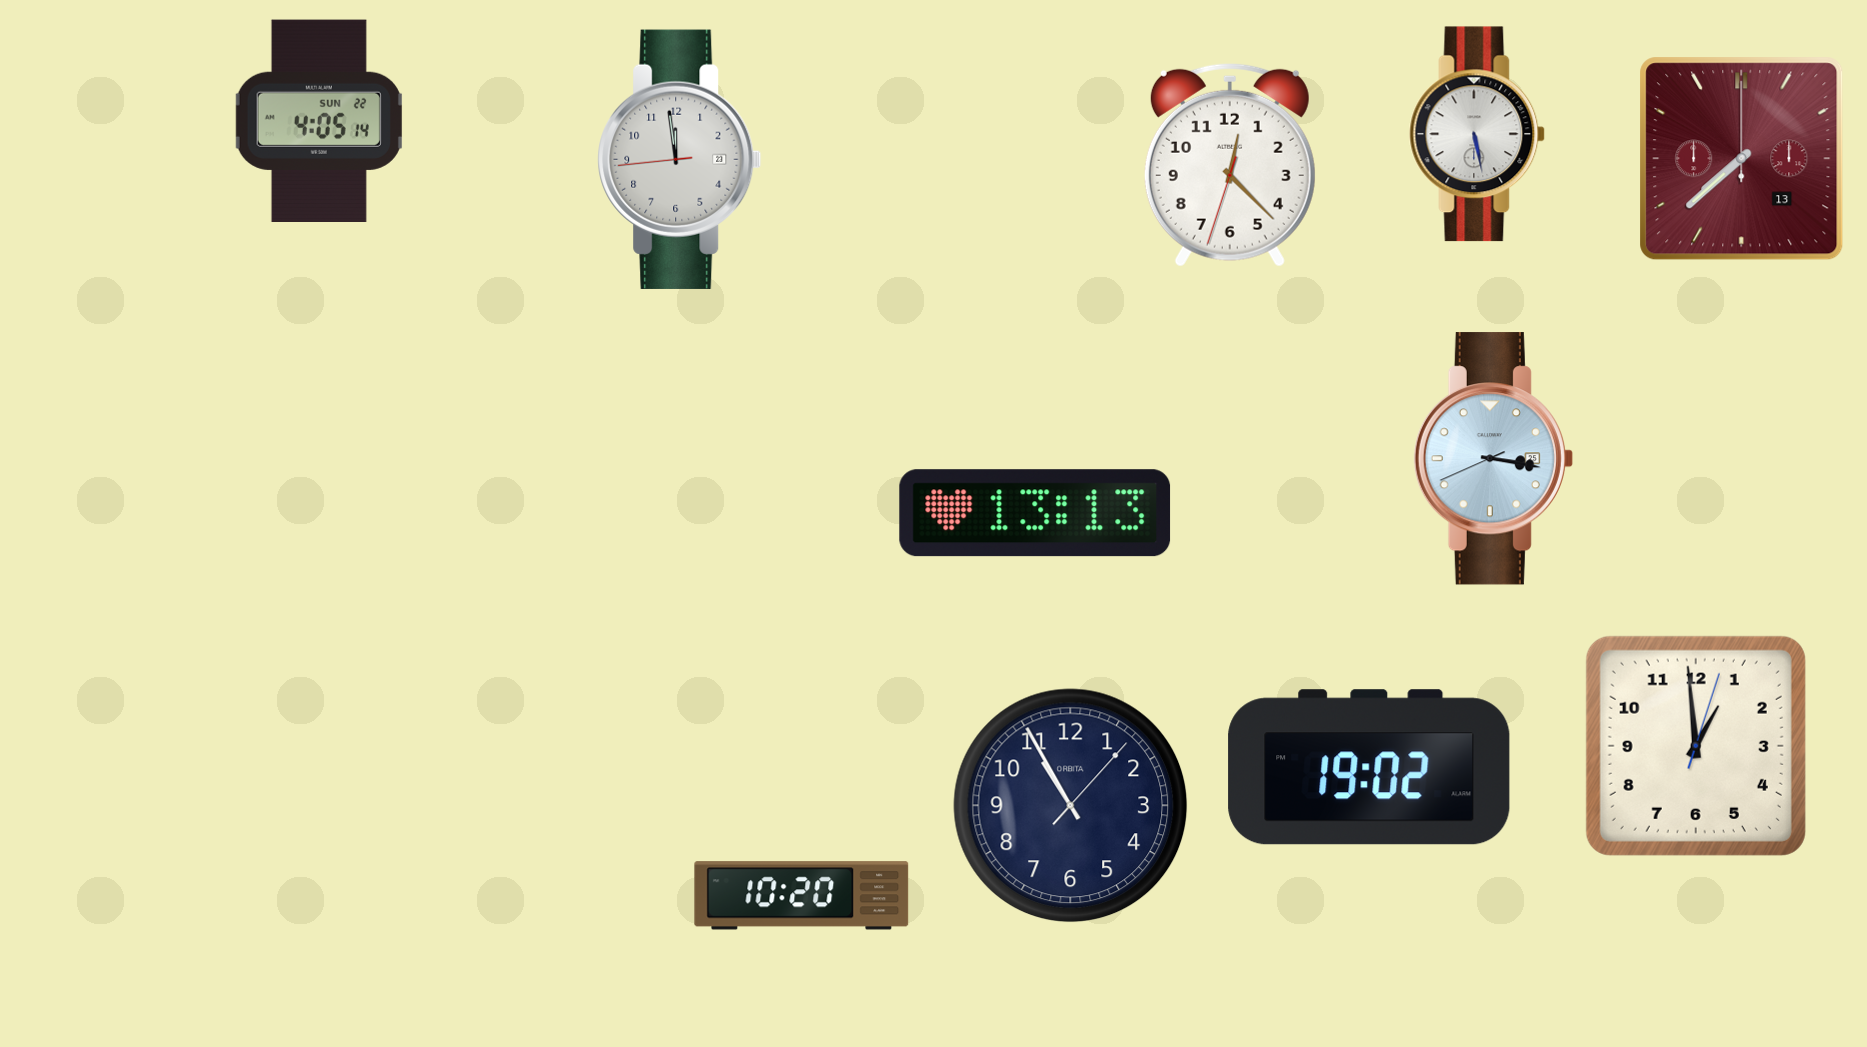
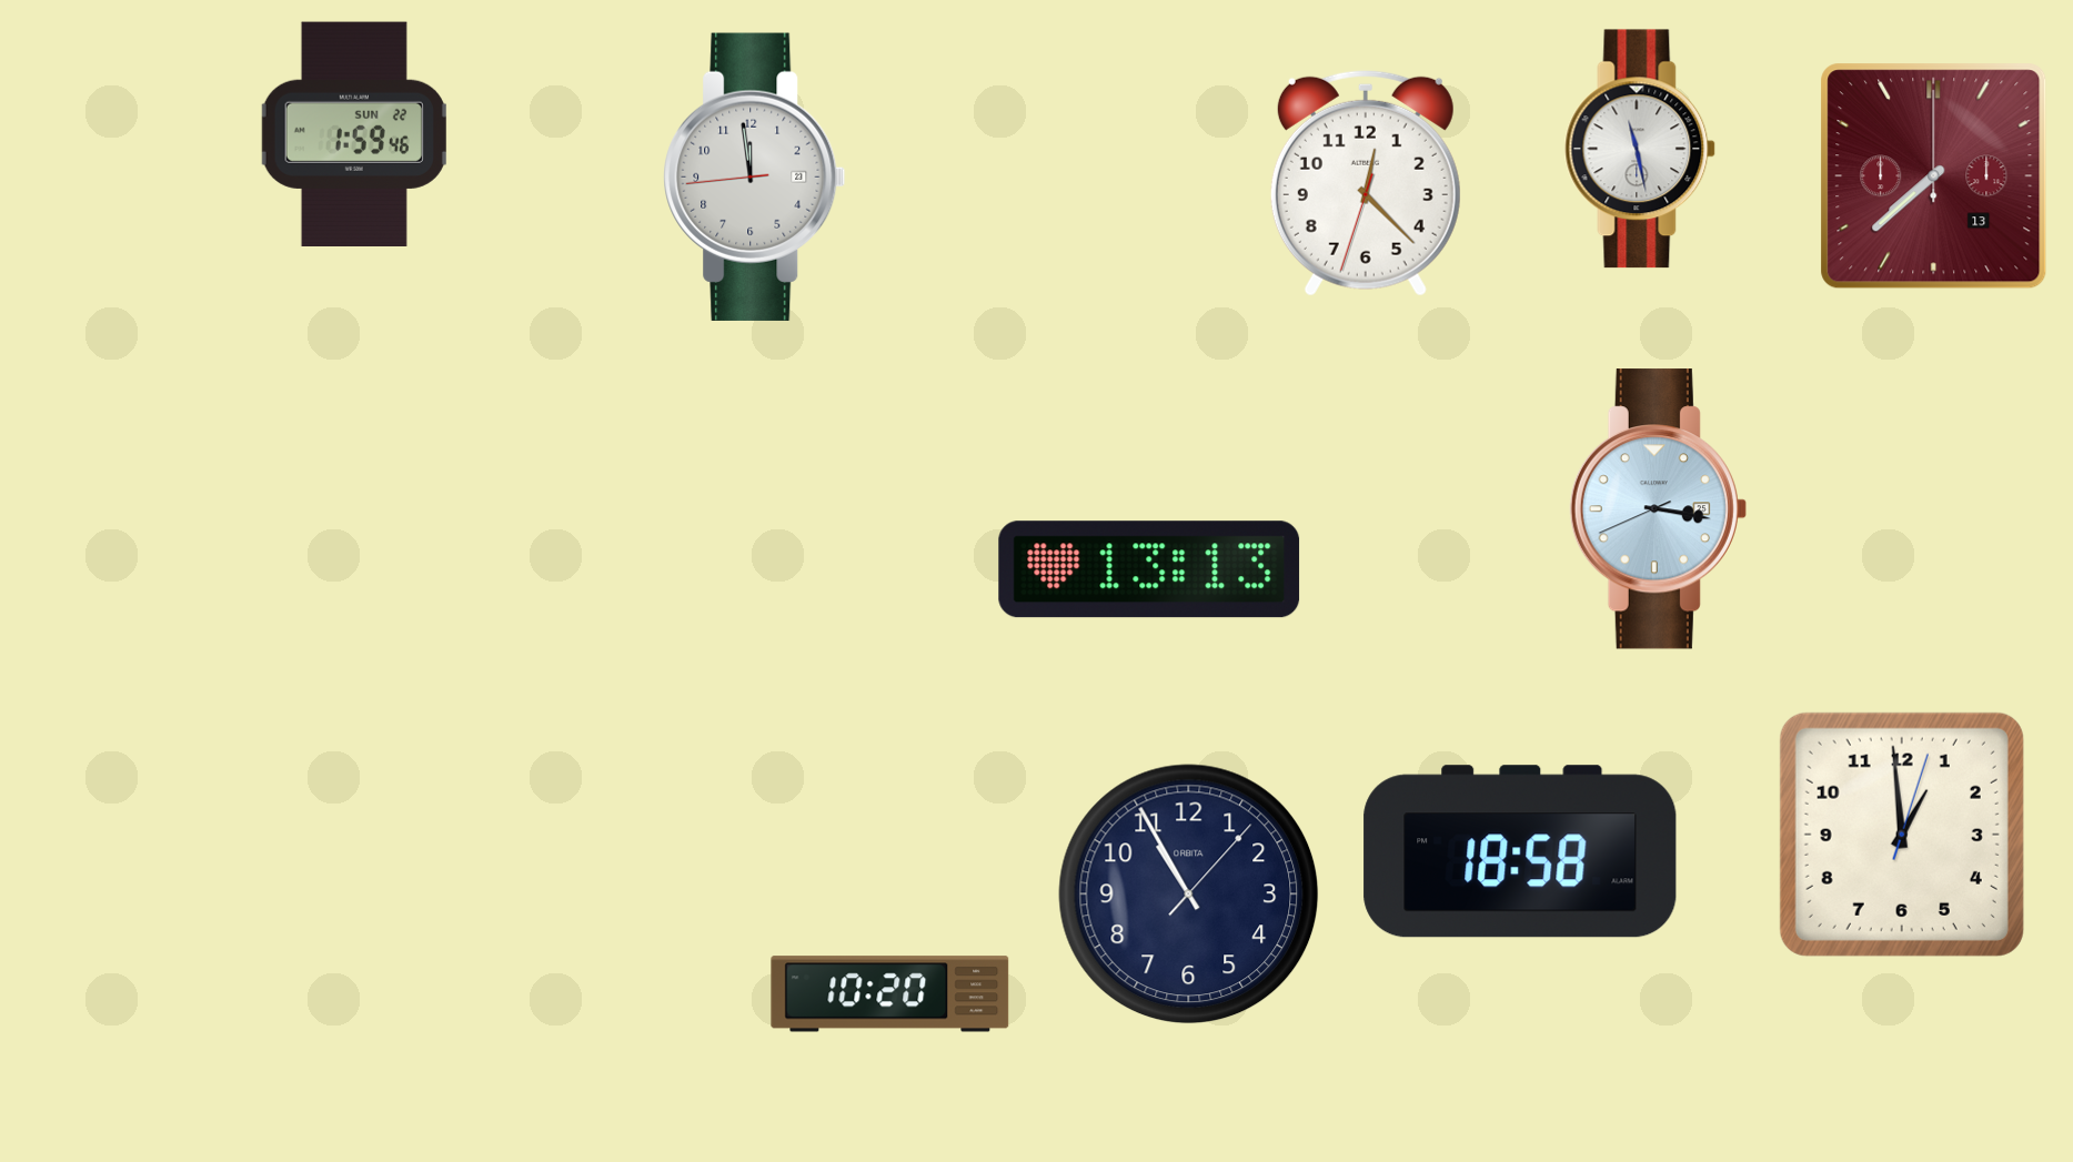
clock at (319, 120): 4:05 -> 1:59
clock at (1477, 134): 5:28 -> 11:28
clock at (1696, 746) position: (1696, 746) -> (1902, 835)
clock at (1369, 767): 19:02 -> 18:58
